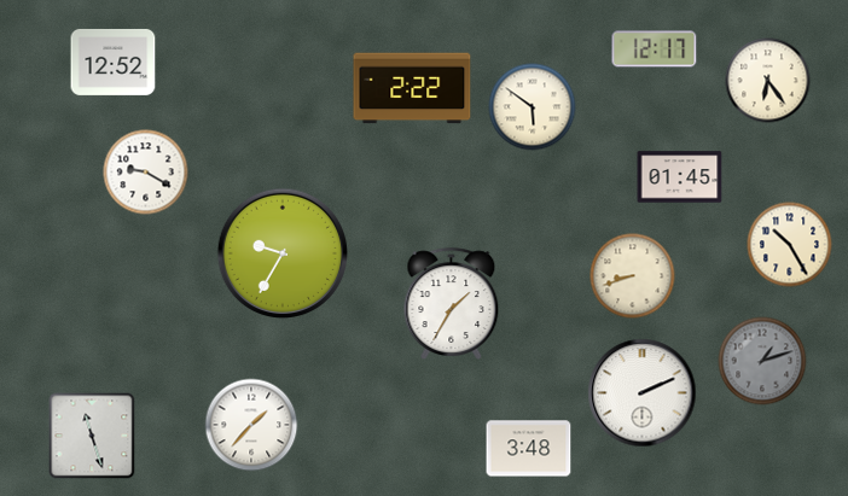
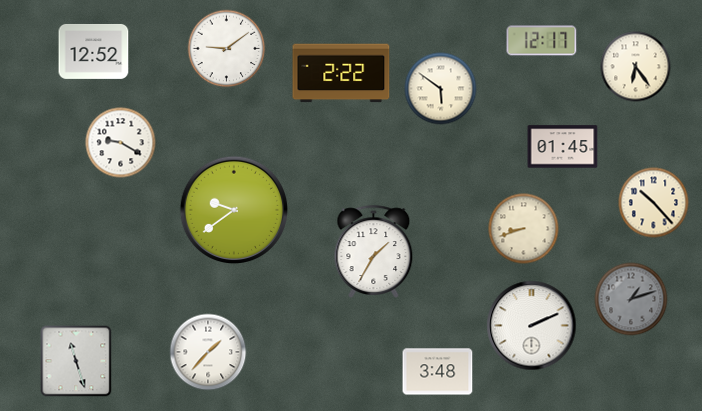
clock at (227, 49): none -> 9:09
clock at (790, 245): 10:25 -> 10:23
clock at (283, 253): 9:35 -> 9:39
